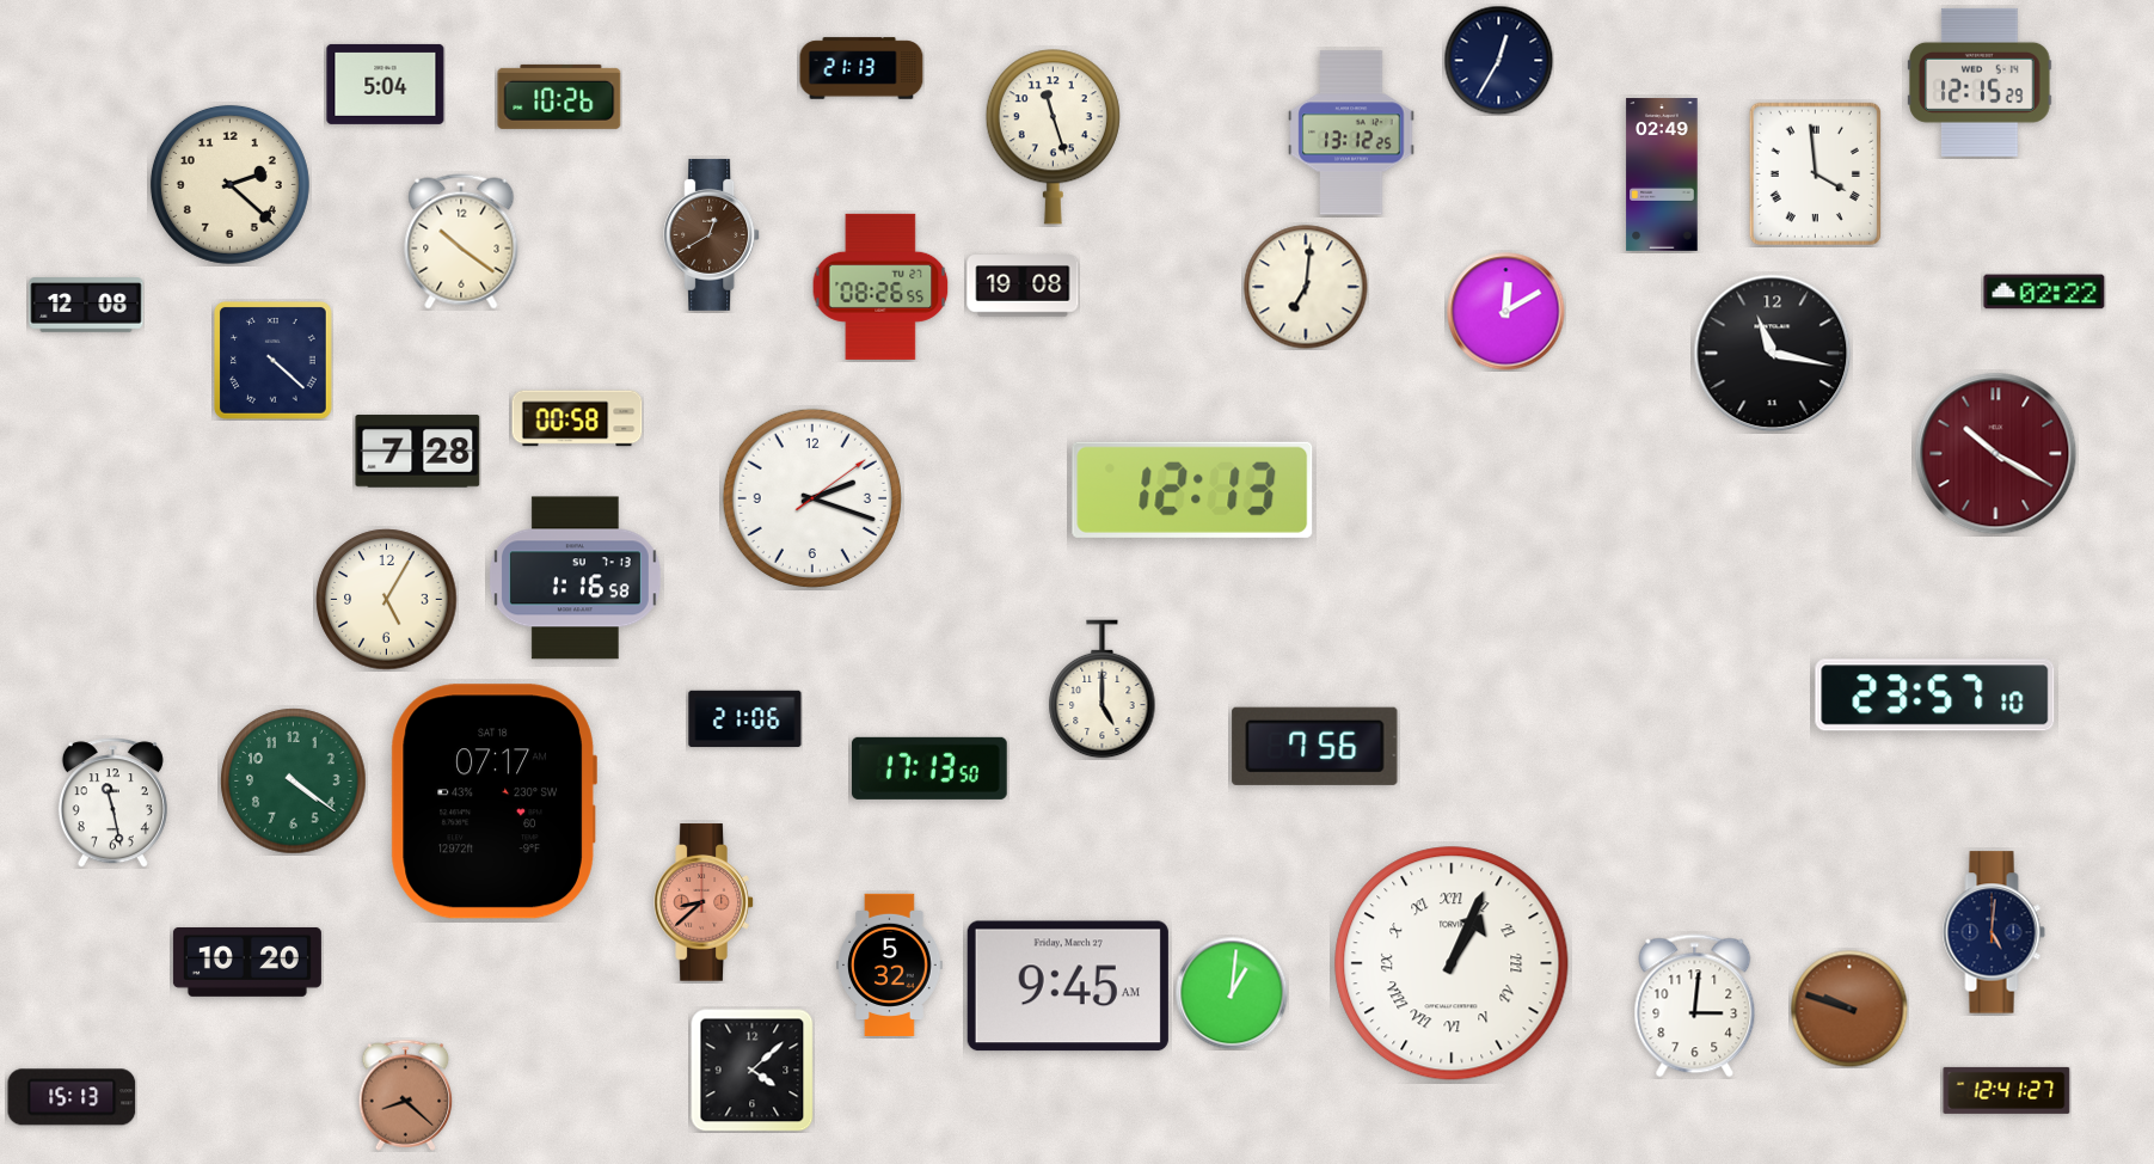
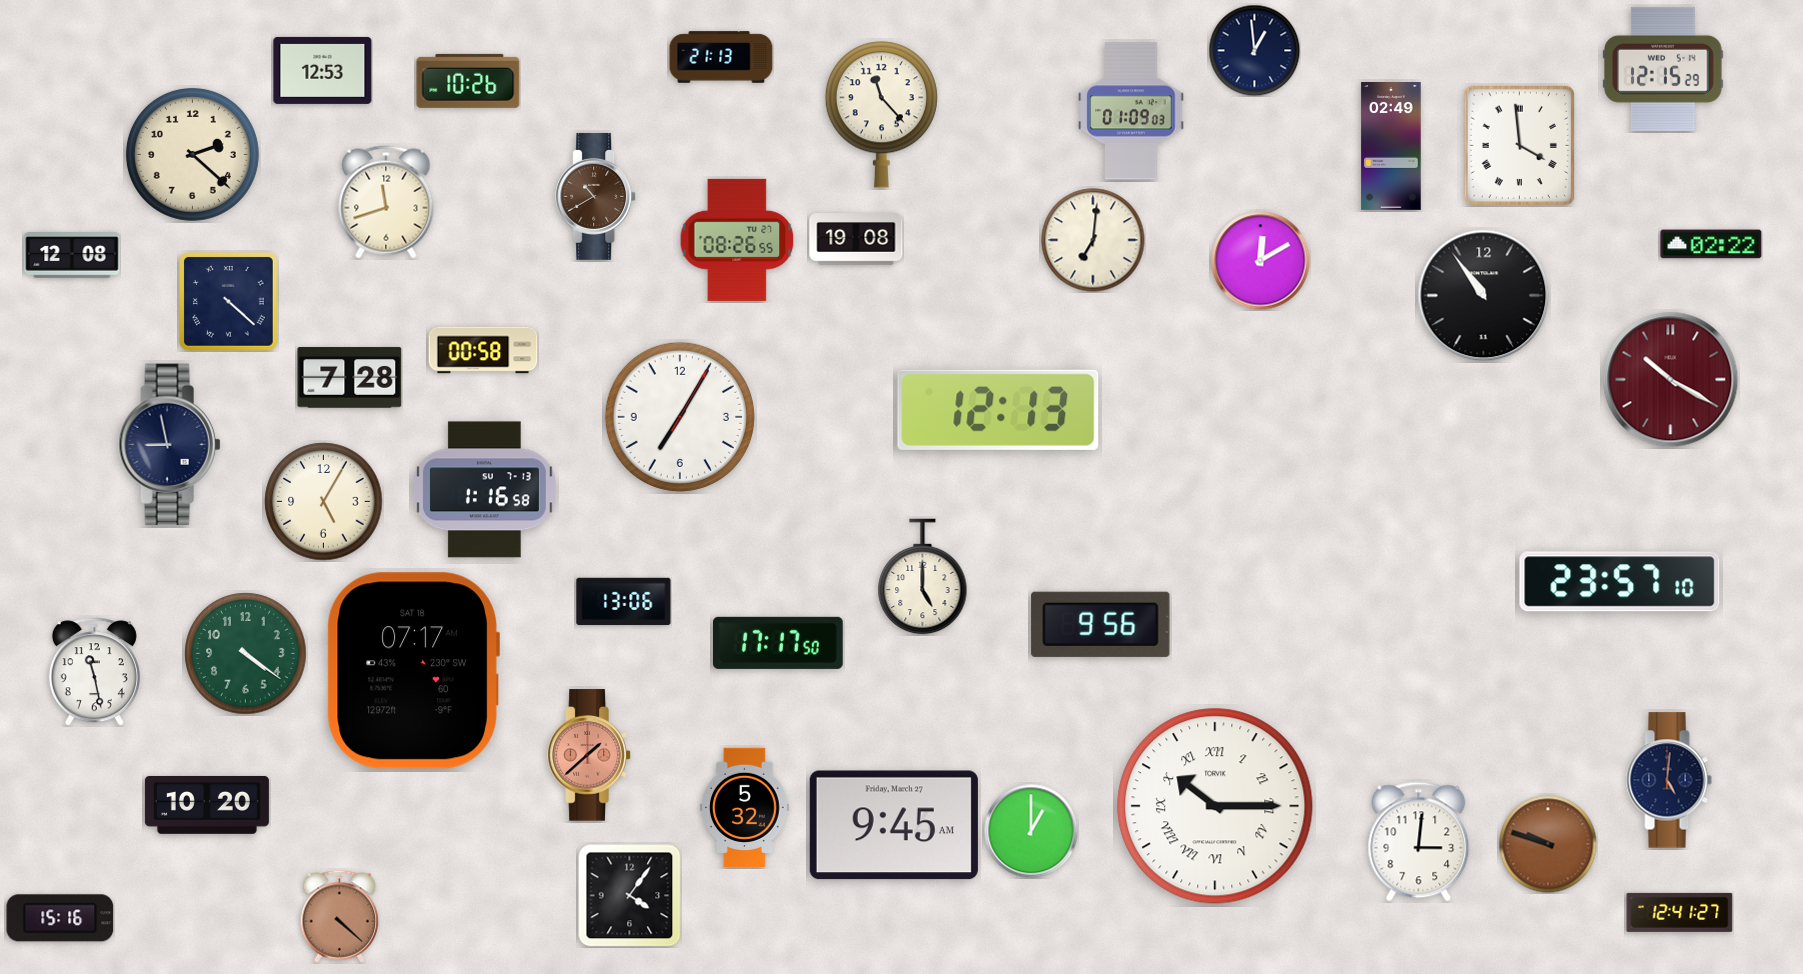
clock at (1498, 60): 12:35 -> 12:59
clock at (1980, 82) position: (1980, 82) -> (1663, 69)
clock at (386, 84): 5:04 -> 12:53
clock at (1351, 133): 13:12 -> 01:09
clock at (1053, 137): 11:27 -> 11:23
clock at (712, 234): 12:40 -> 10:40
clock at (461, 241): 10:21 -> 11:42
clock at (1773, 354): 11:17 -> 10:54
clock at (812, 498): 2:18 -> 7:05
clock at (170, 445): none -> 8:58
clock at (575, 578) position: (575, 578) -> (484, 490)
clock at (745, 719): 21:06 -> 13:06
clock at (1315, 746): 7:56 -> 9:56
clock at (929, 768): 17:13 -> 17:17
clock at (704, 902): 8:38 -> 1:38
clock at (1452, 963): 1:04 -> 10:15
clock at (1232, 993): 1:01 -> 1:00
clock at (751, 1070): 4:08 -> 4:06
clock at (406, 1095): 8:22 -> 4:22
clock at (72, 1097): 15:13 -> 15:16
